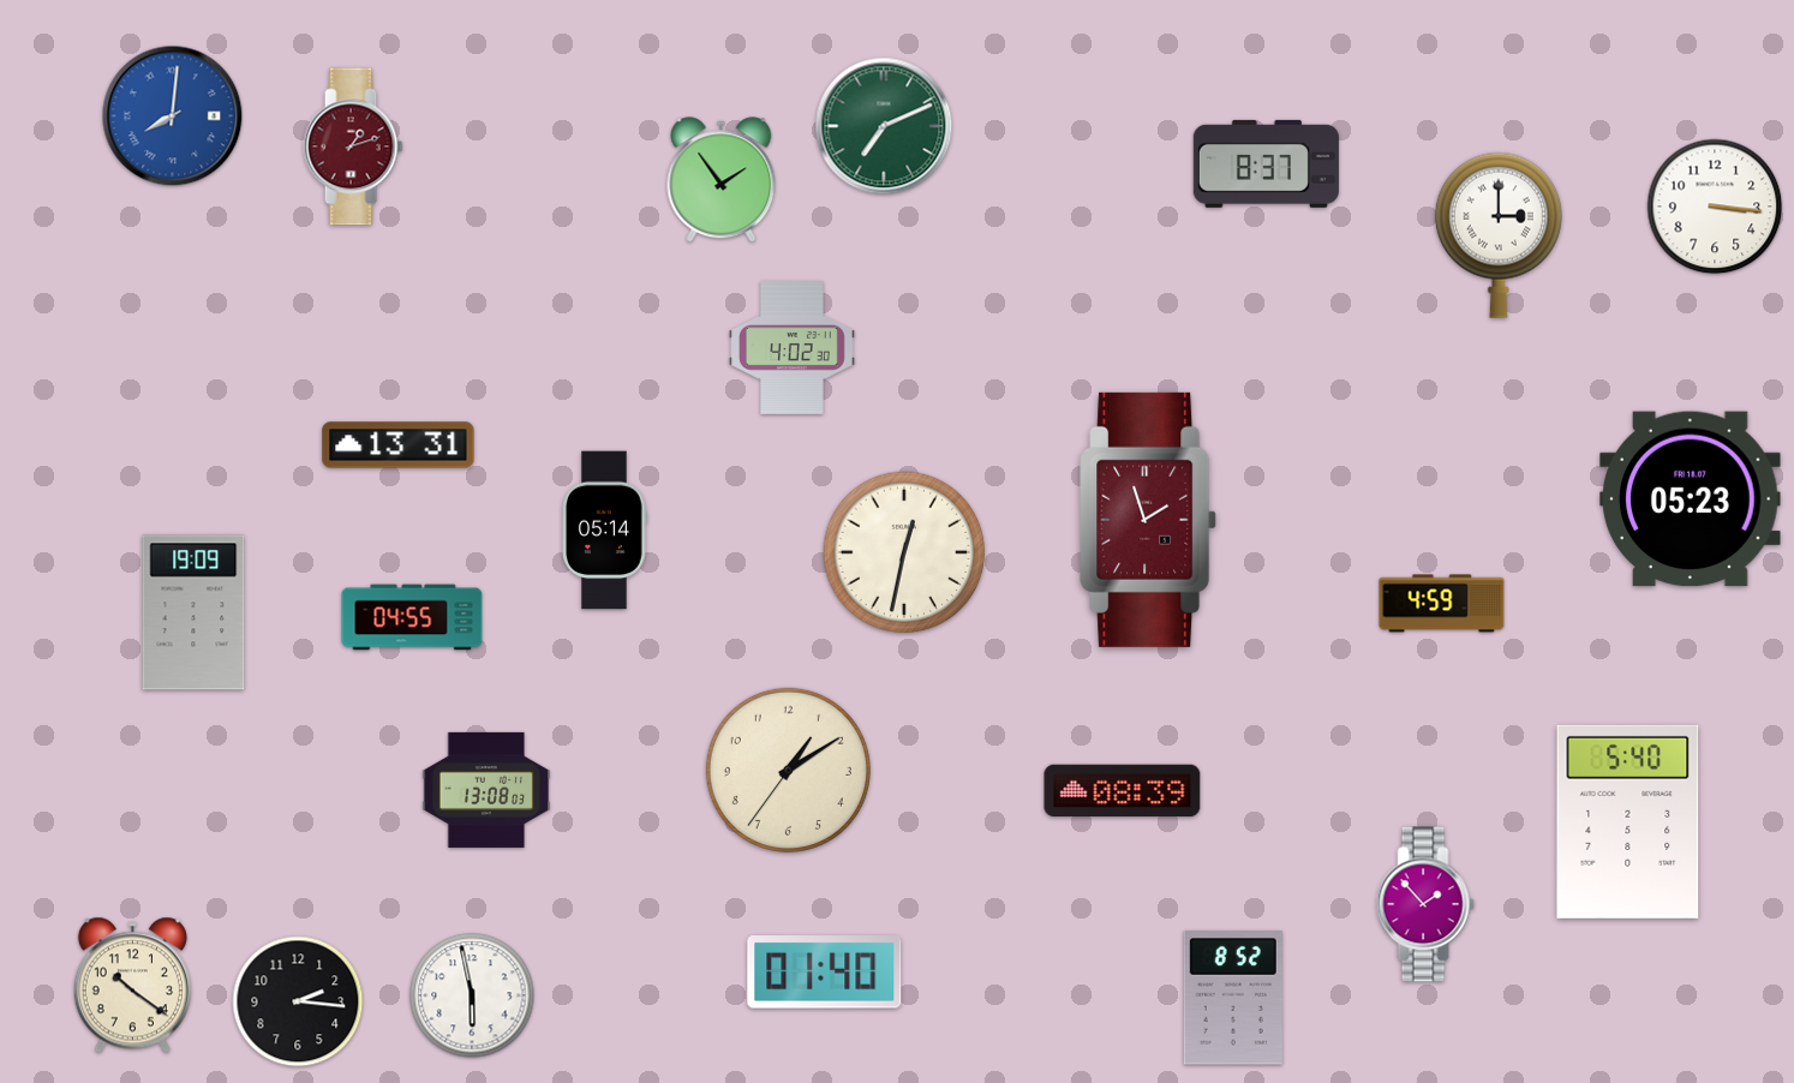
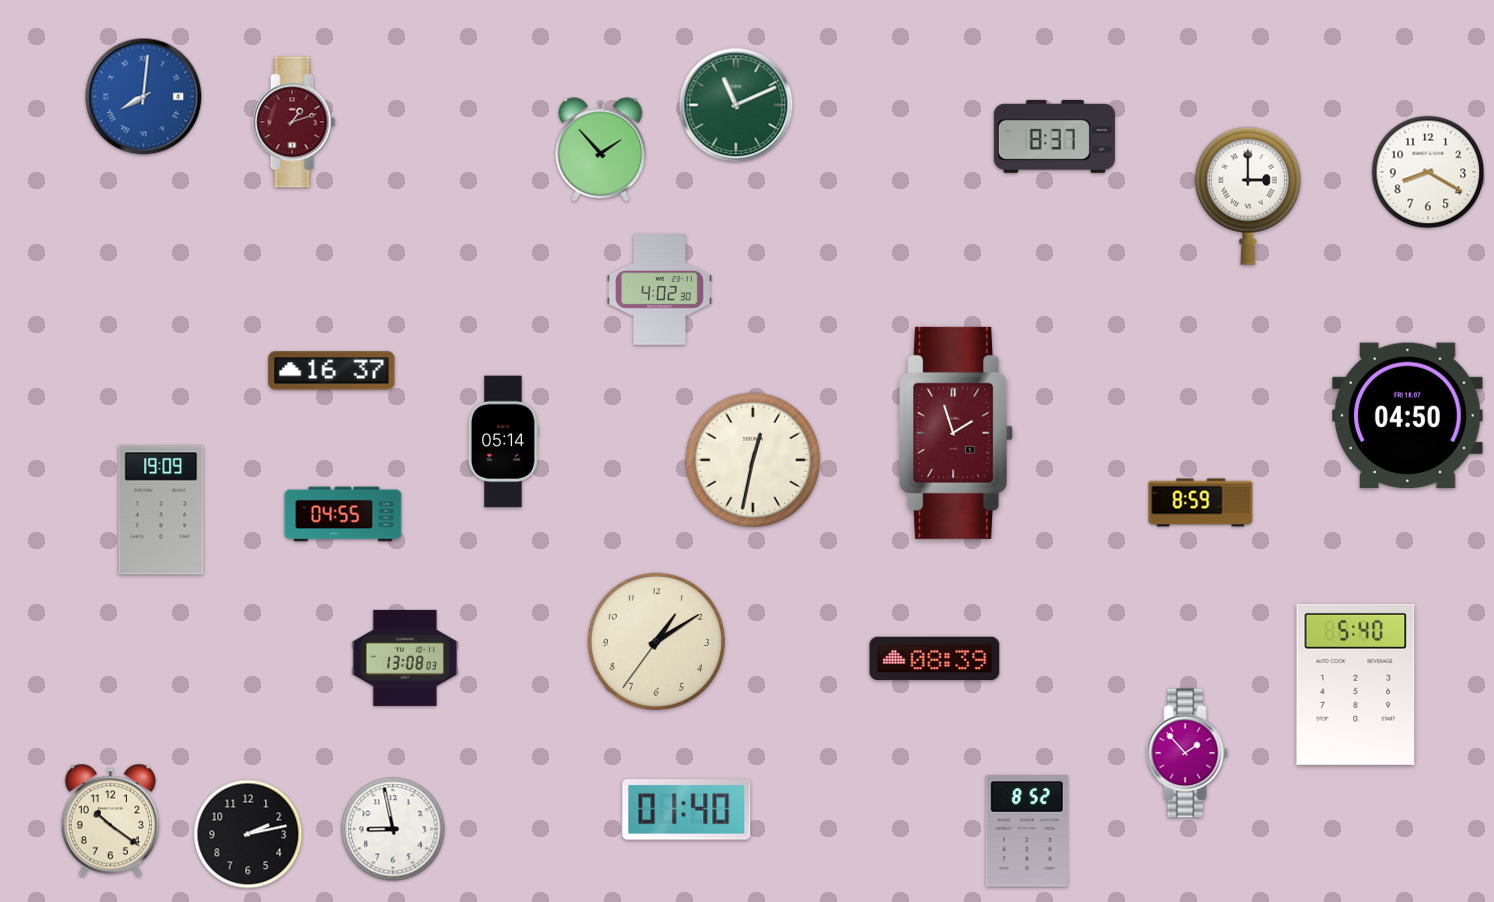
clock at (884, 126): 7:11 -> 11:11
clock at (722, 180): 1:54 -> 1:53
clock at (1715, 207): 3:16 -> 8:20
clock at (399, 445): 13:31 -> 16:37
clock at (1691, 499): 05:23 -> 04:50
clock at (1442, 604): 4:59 -> 8:59
clock at (472, 995): 5:58 -> 8:58
clock at (298, 1001): 2:16 -> 2:13
